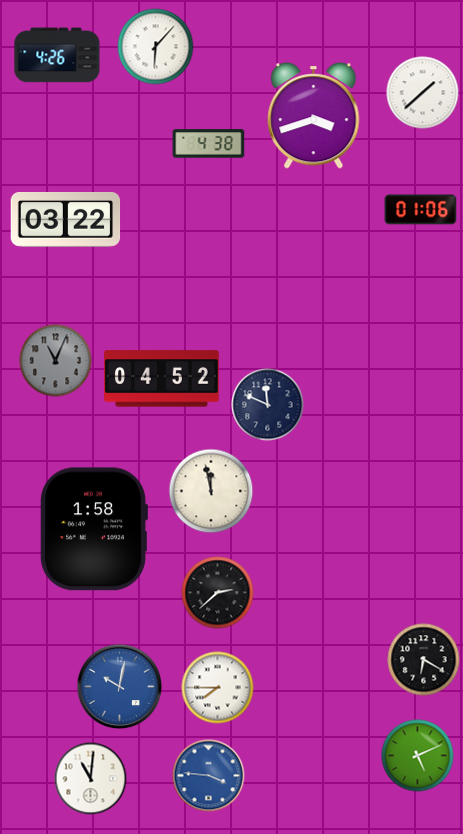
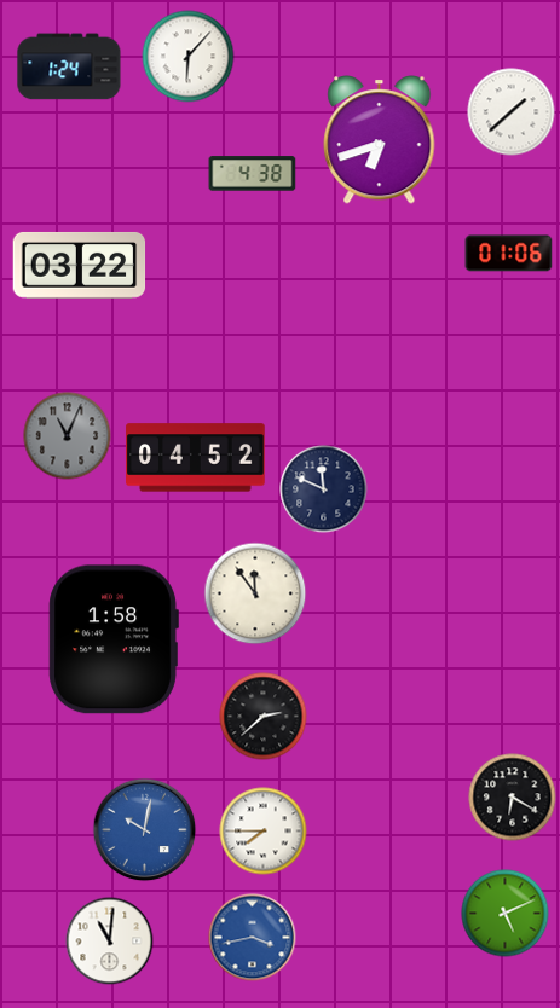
clock at (57, 55): 4:26 -> 1:24
clock at (314, 116): 3:42 -> 6:42
clock at (211, 491): 11:58 -> 11:54
clock at (209, 776): 3:46 -> 3:43
